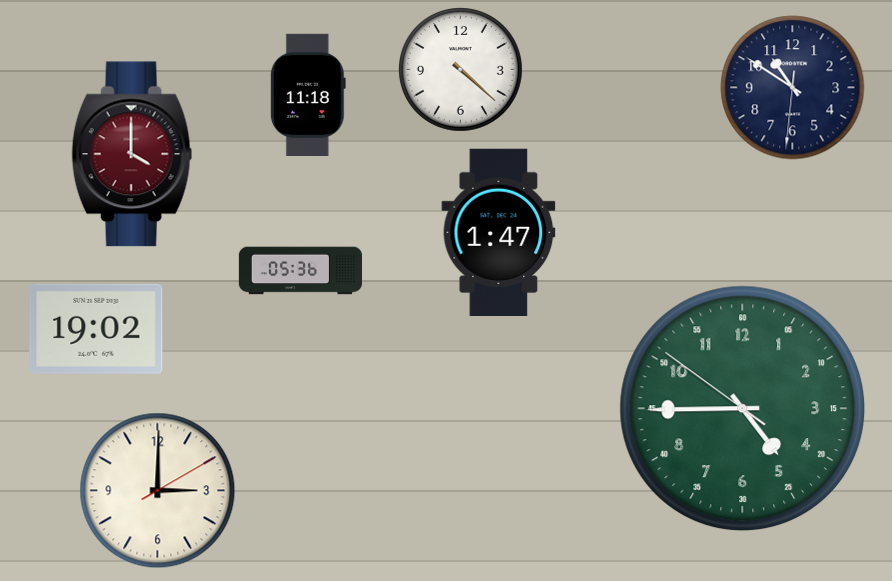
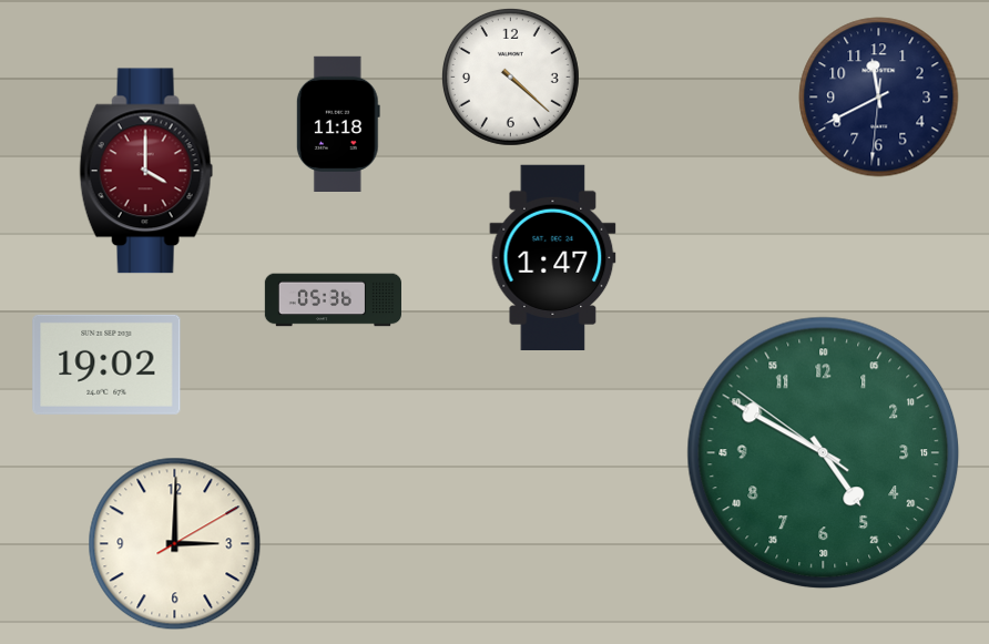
clock at (793, 88): 10:50 -> 11:40
clock at (308, 94) position: (308, 94) -> (338, 123)
clock at (743, 409): 4:44 -> 4:49
